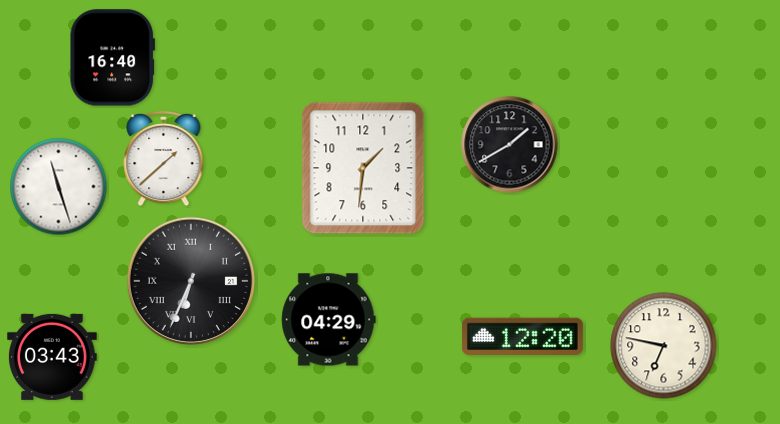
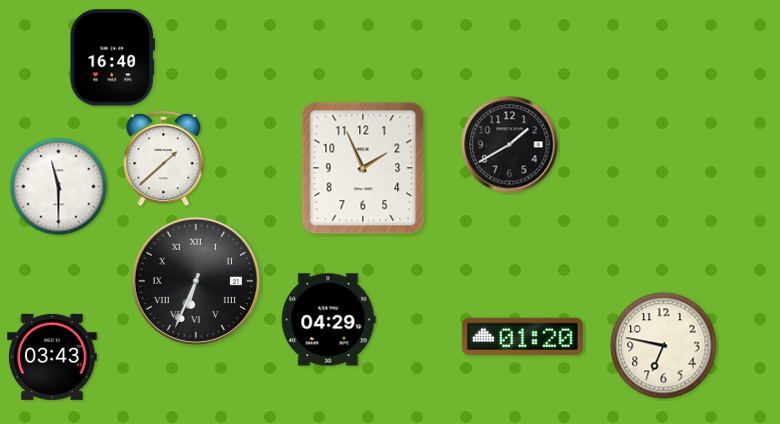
clock at (363, 168): 1:31 -> 1:56
clock at (59, 187): 11:27 -> 11:30
clock at (190, 280) position: (190, 280) -> (195, 280)
clock at (522, 337): 12:20 -> 01:20
